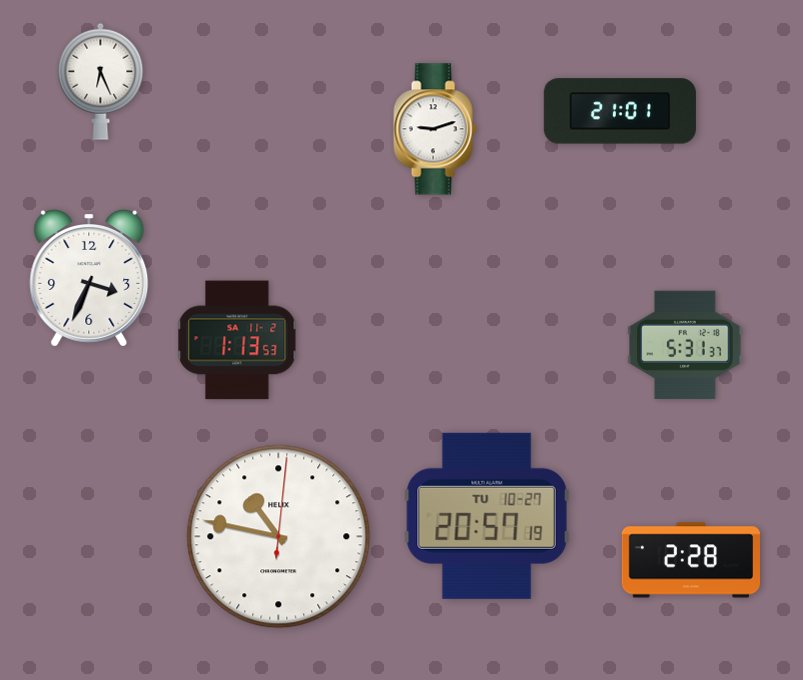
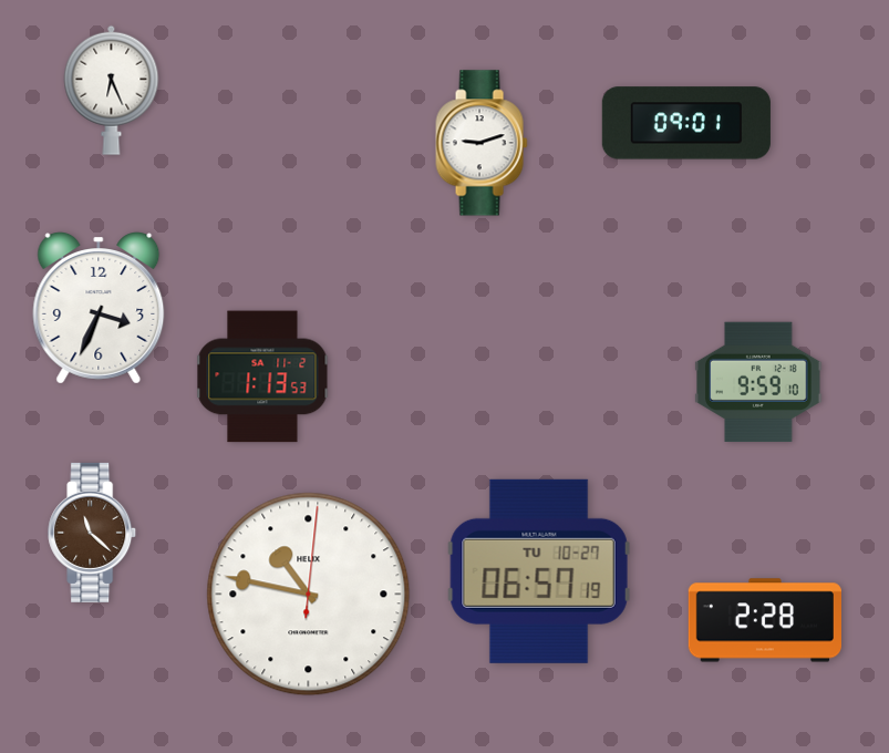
clock at (620, 111): 21:01 -> 09:01
clock at (685, 345): 5:31 -> 9:59
clock at (93, 533): none -> 11:22
clock at (487, 516): 20:57 -> 06:57
